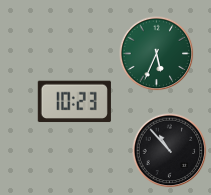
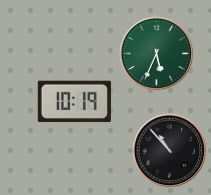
clock at (74, 102): 10:23 -> 10:19
